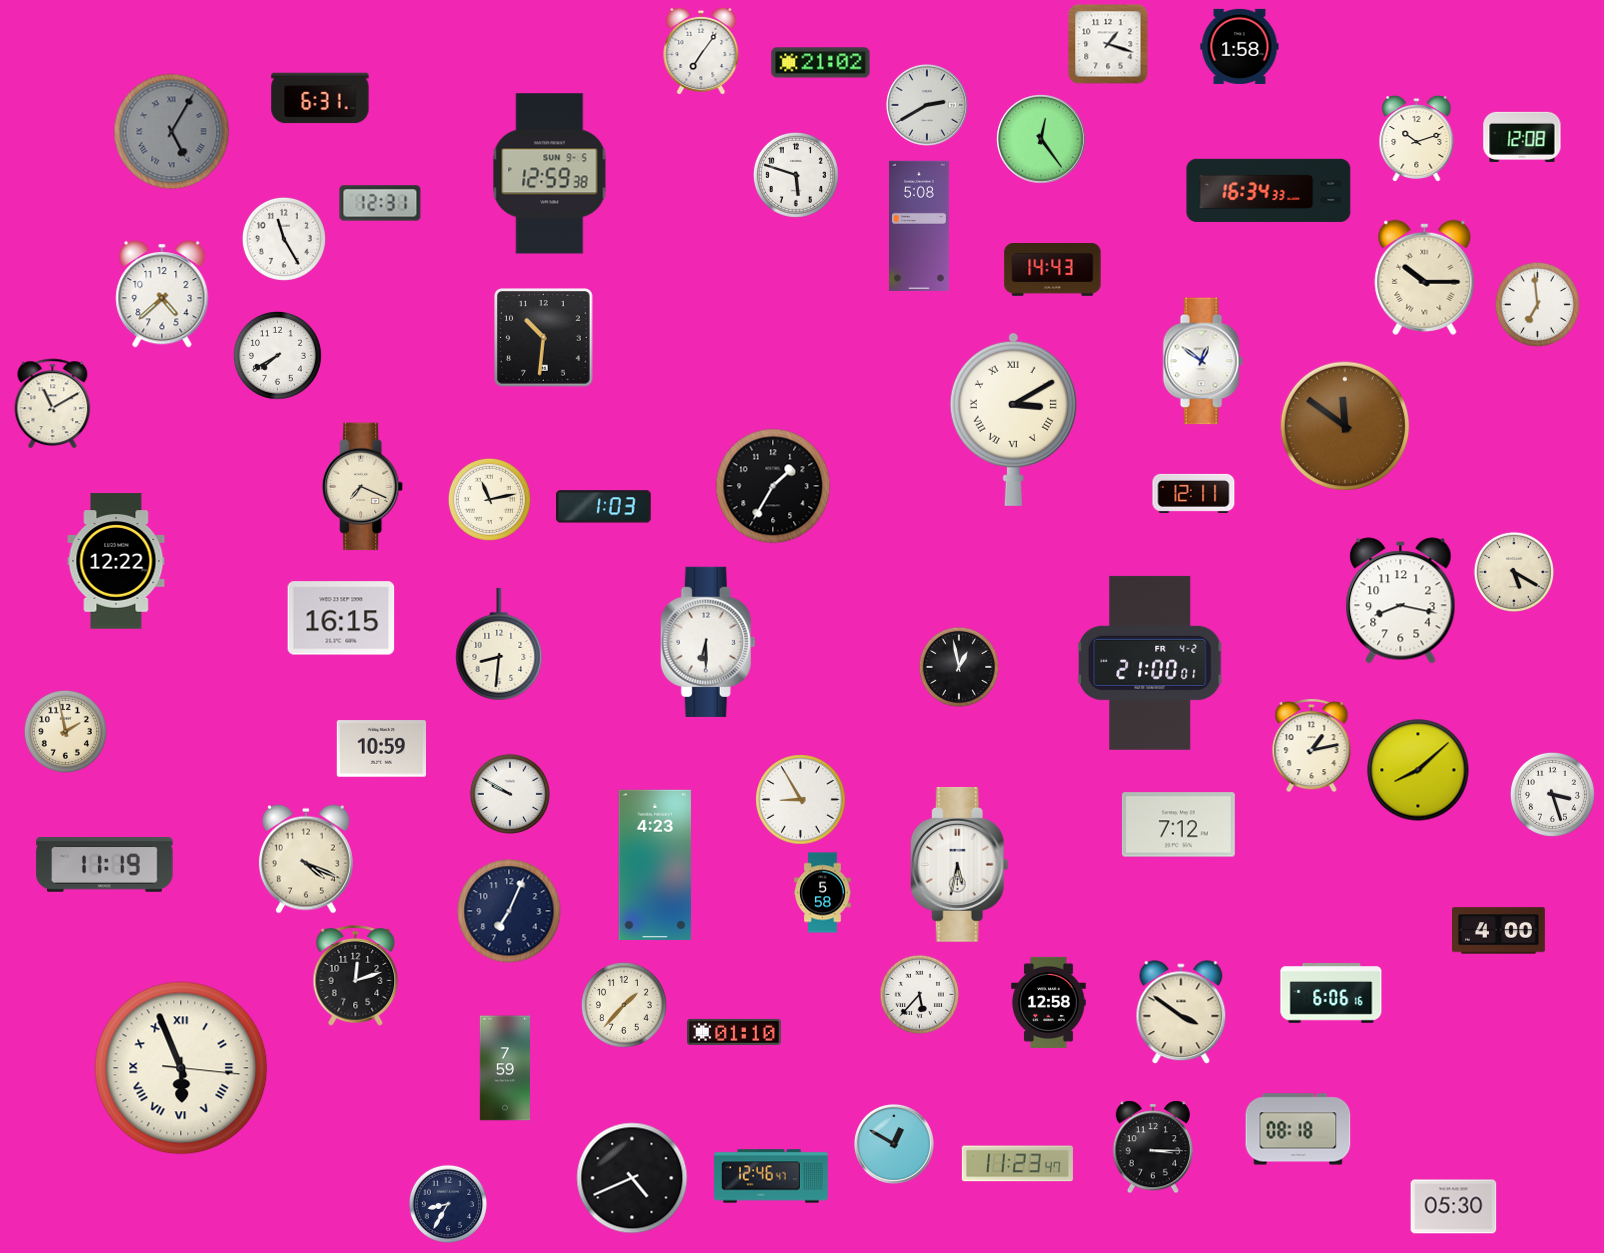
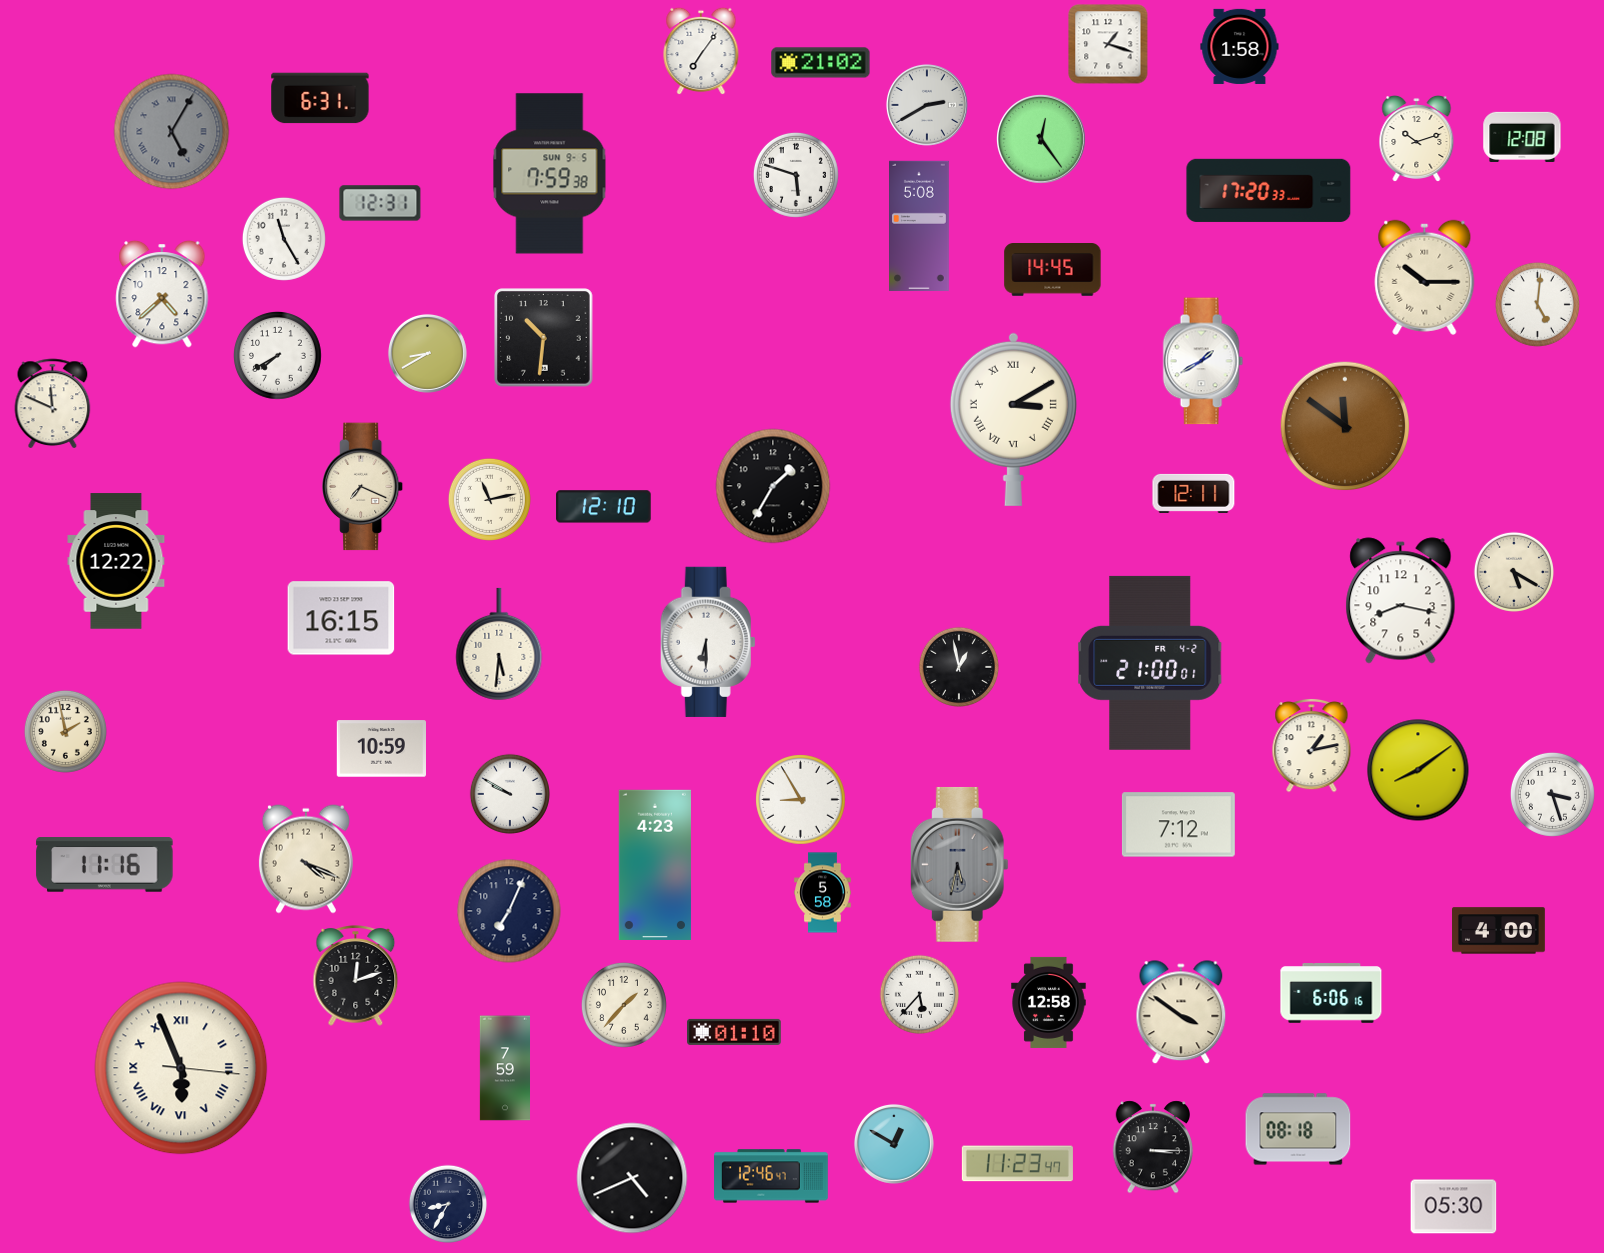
clock at (550, 174): 12:59 -> 7:59
clock at (1269, 190): 16:34 -> 17:20
clock at (1053, 270): 14:43 -> 14:45
clock at (1537, 304): 6:59 -> 5:01
clock at (427, 353): none -> 8:40
clock at (1203, 361): 12:51 -> 1:40
clock at (53, 403): 11:10 -> 11:49
clock at (604, 507): 1:03 -> 12:10
clock at (499, 644): 8:31 -> 5:31
clock at (1418, 770): 8:08 -> 8:09
clock at (959, 864) dial: white -> grey
clock at (105, 865): 11:19 -> 11:16
